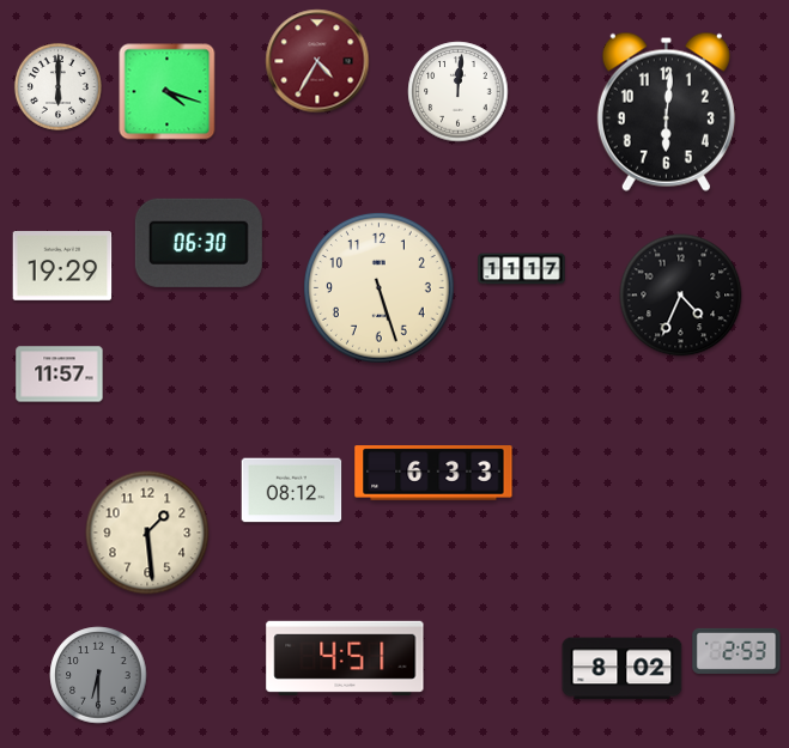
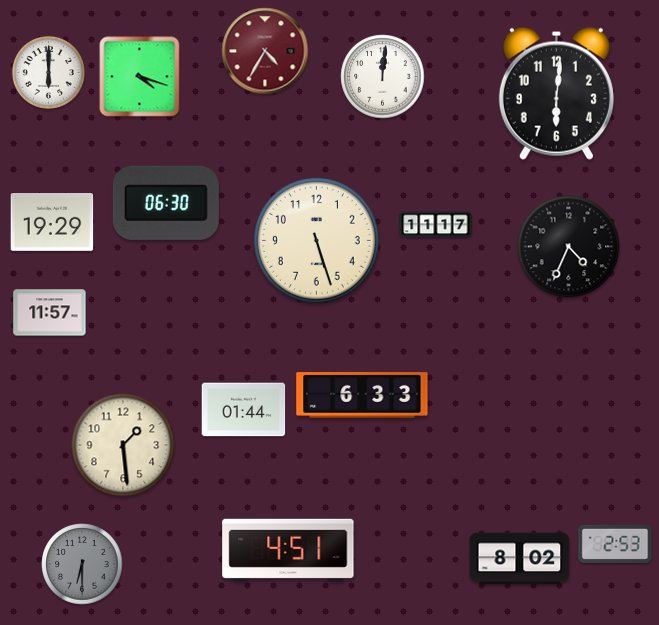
clock at (292, 491): 08:12 -> 01:44
